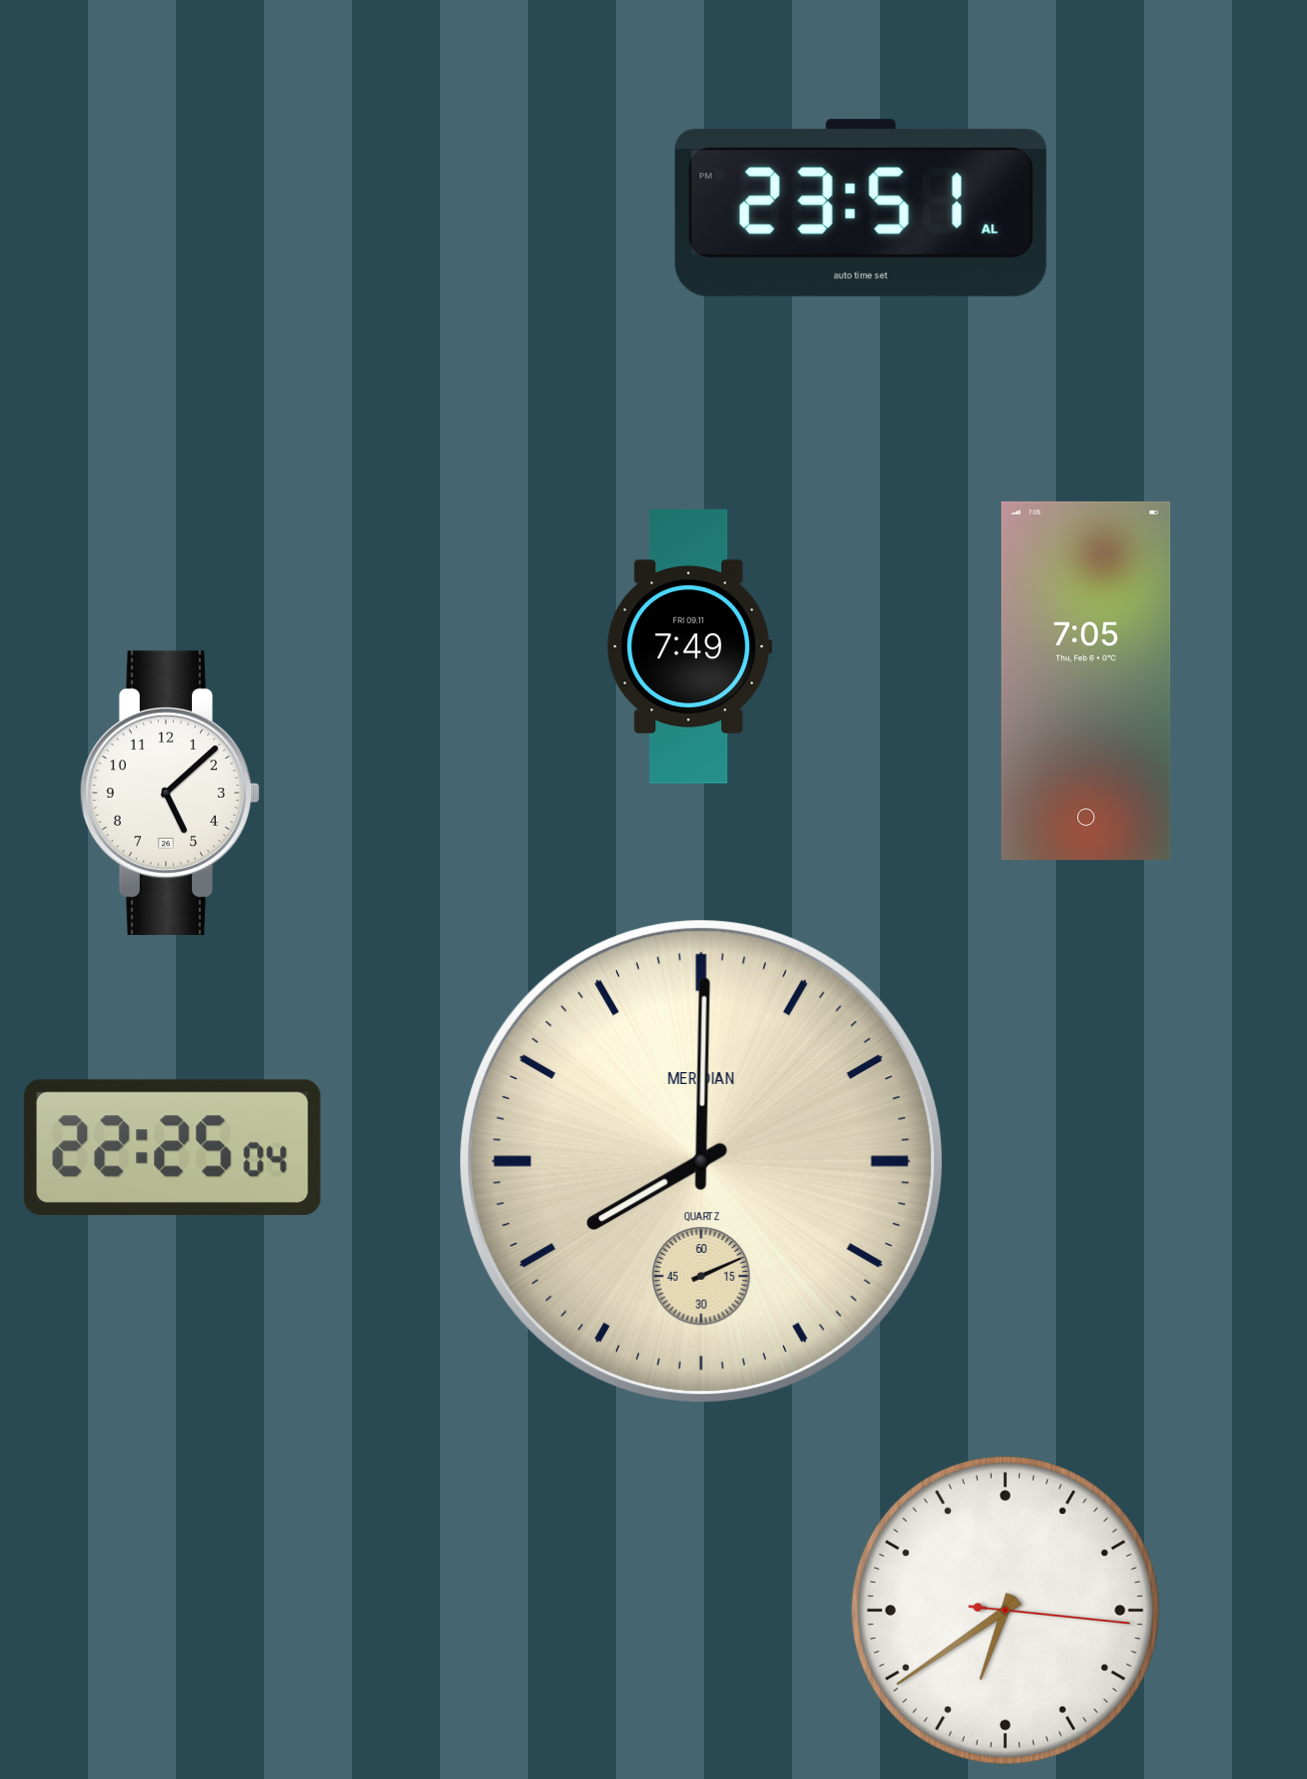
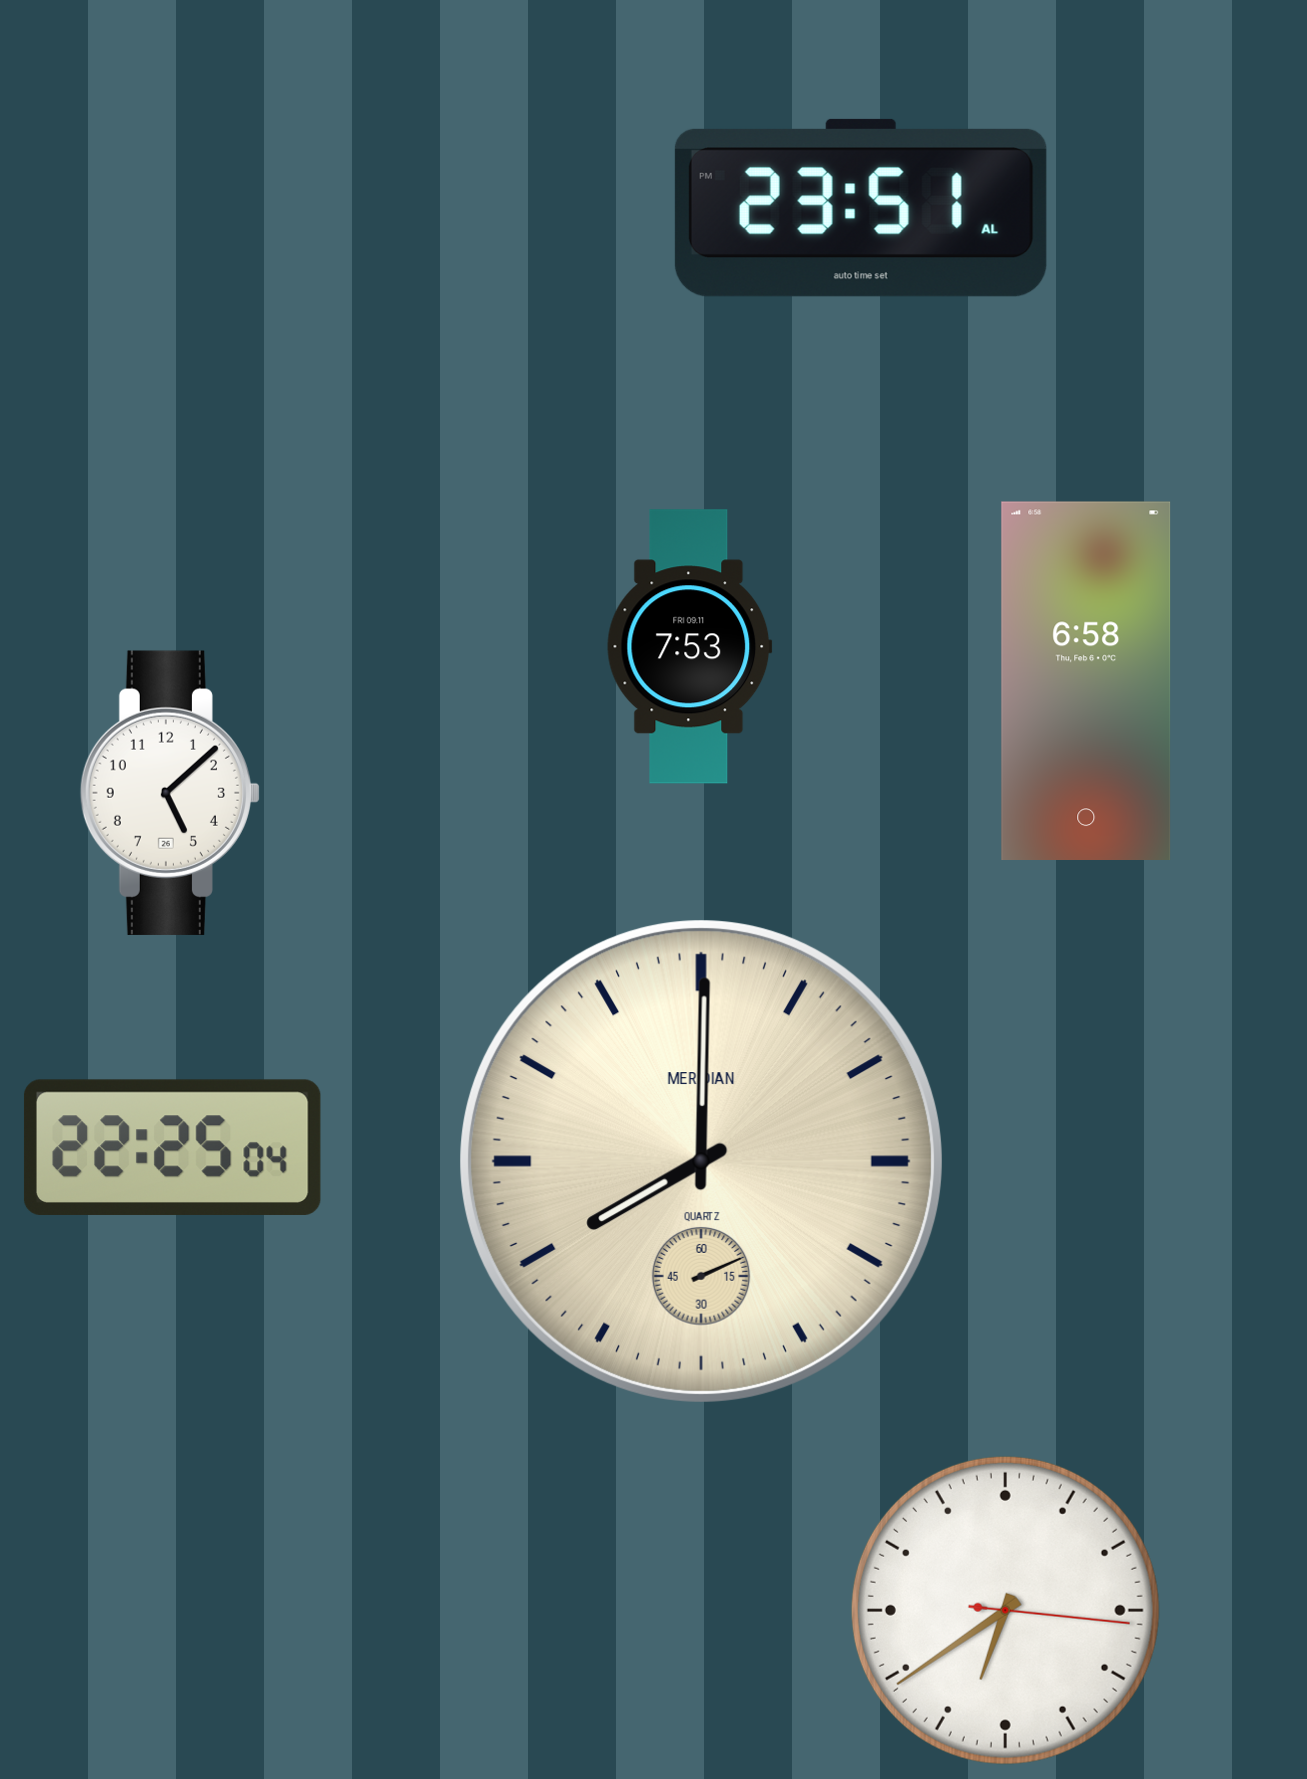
clock at (690, 647): 7:49 -> 7:53
clock at (1086, 680): 7:05 -> 6:58
